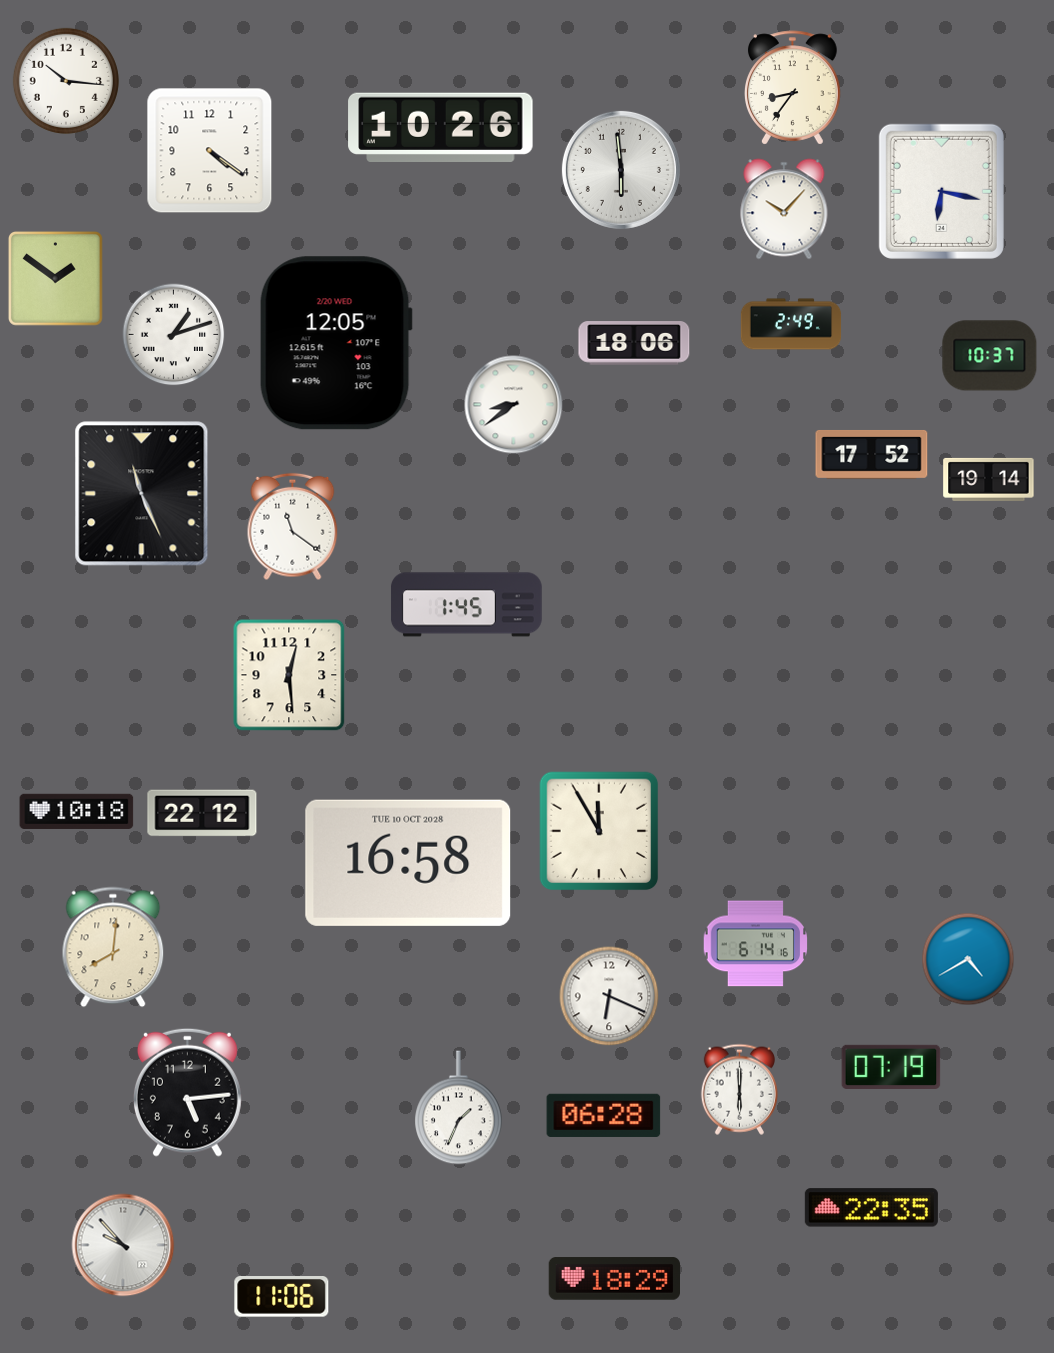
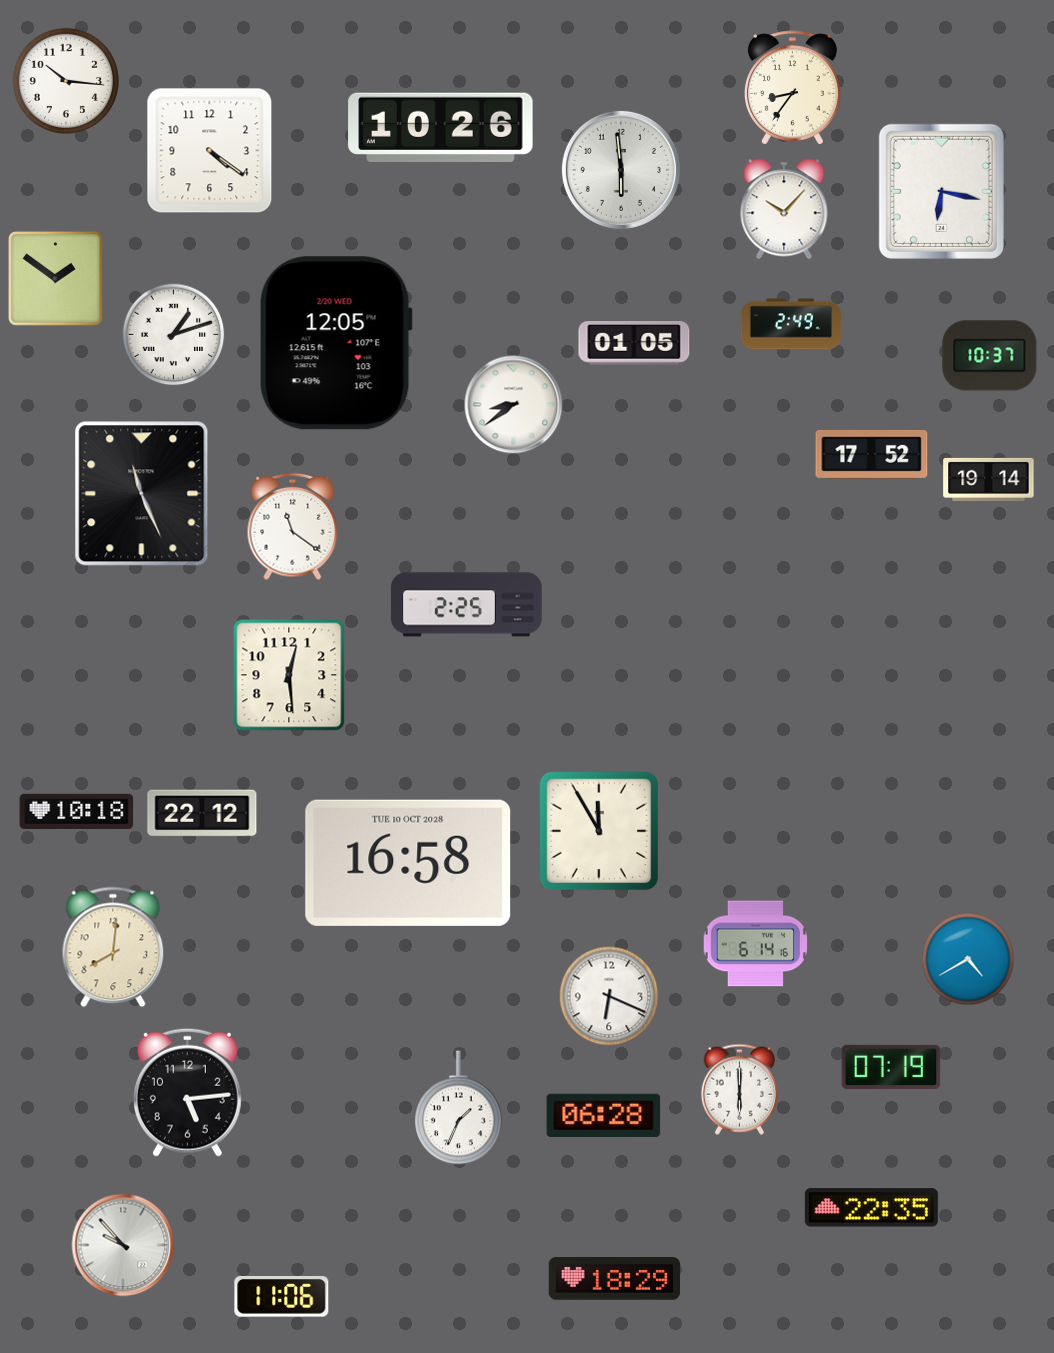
clock at (634, 343): 18:06 -> 01:05
clock at (466, 605): 1:45 -> 2:25
